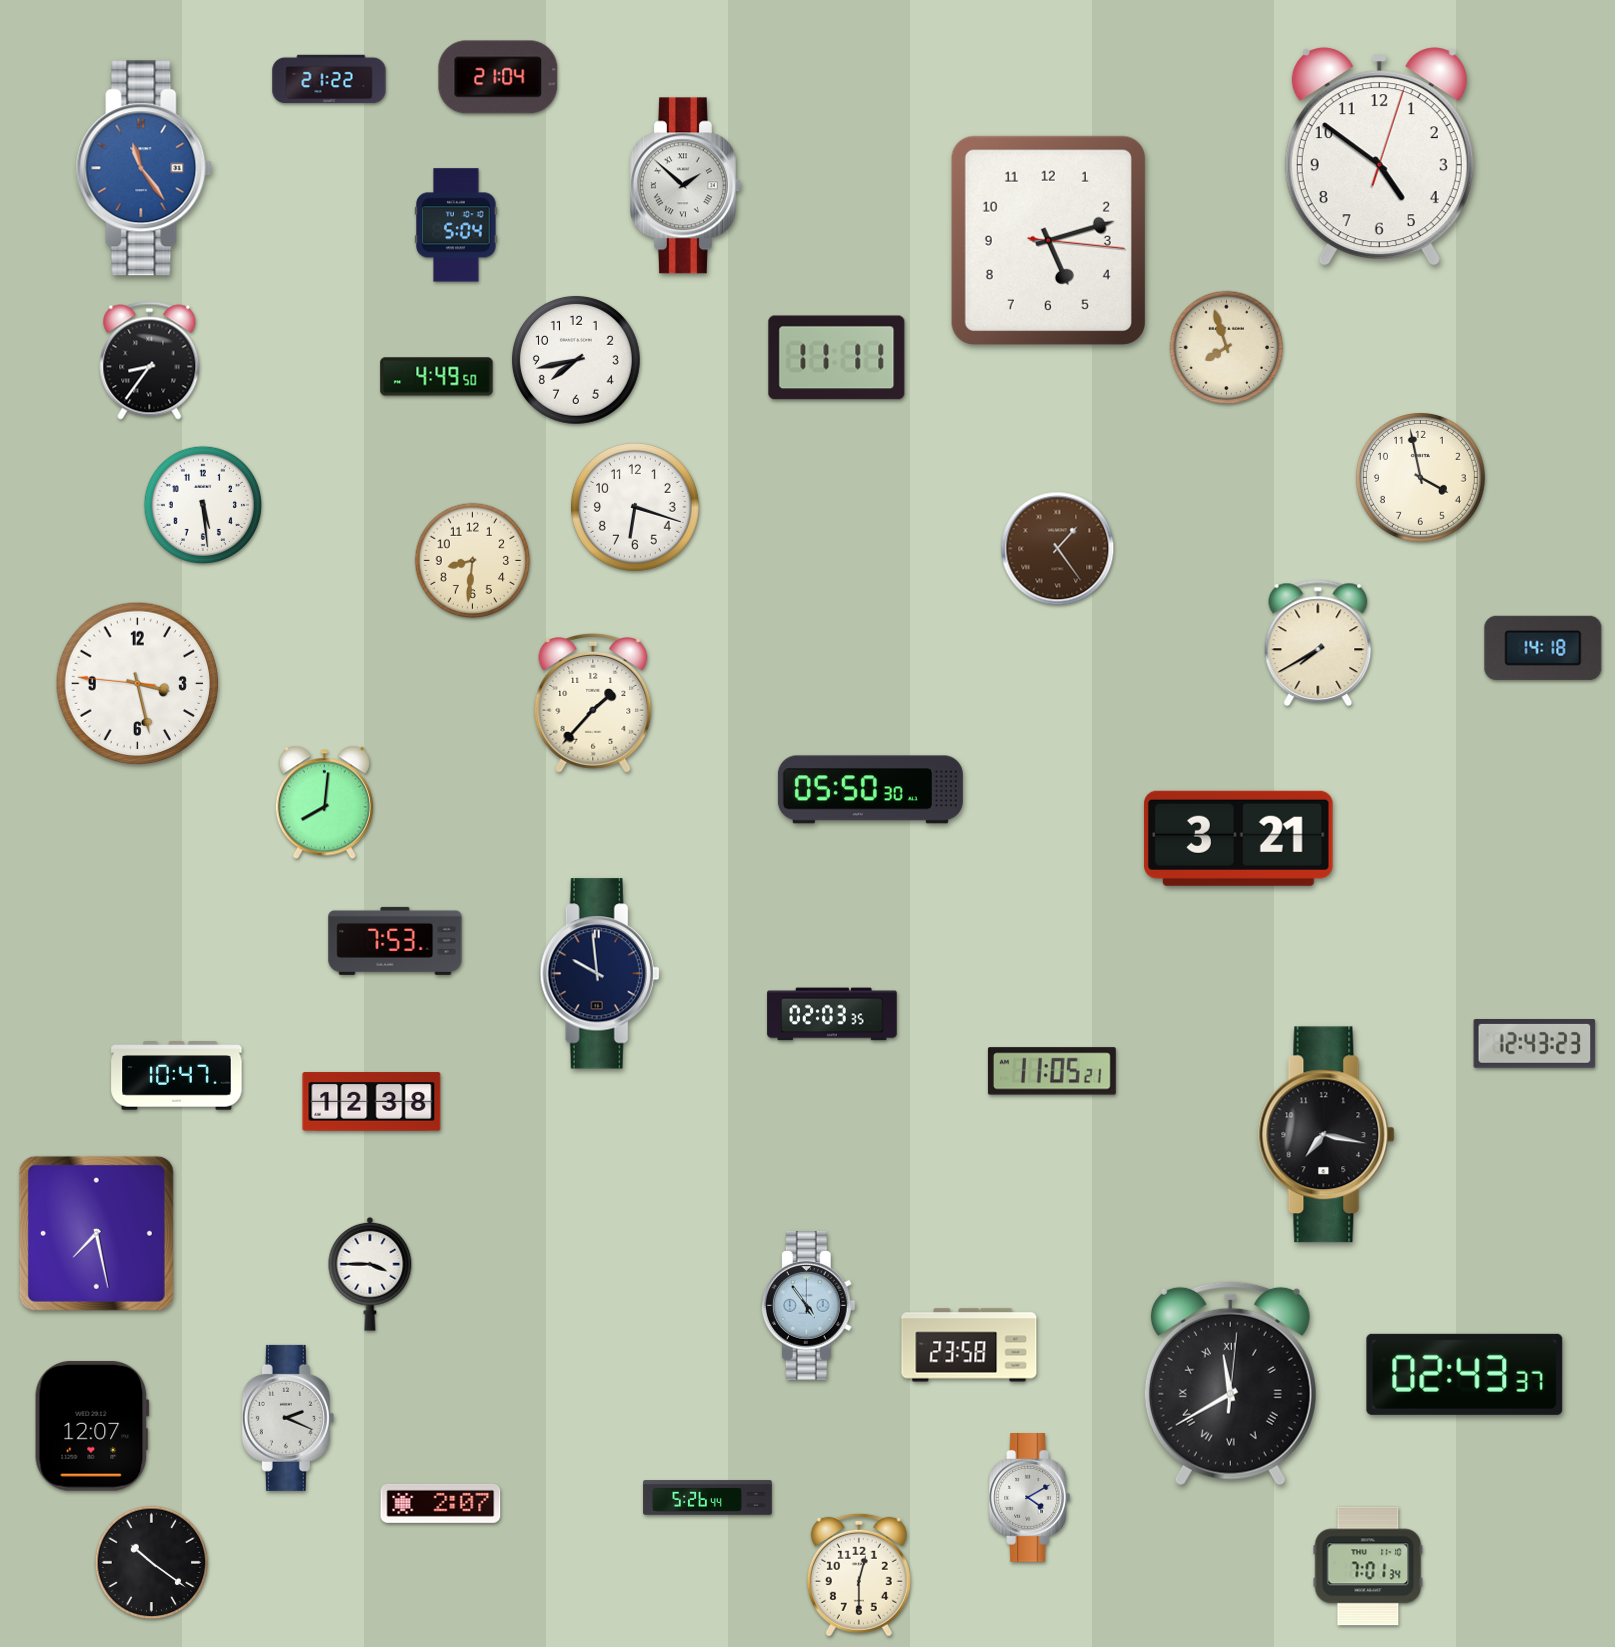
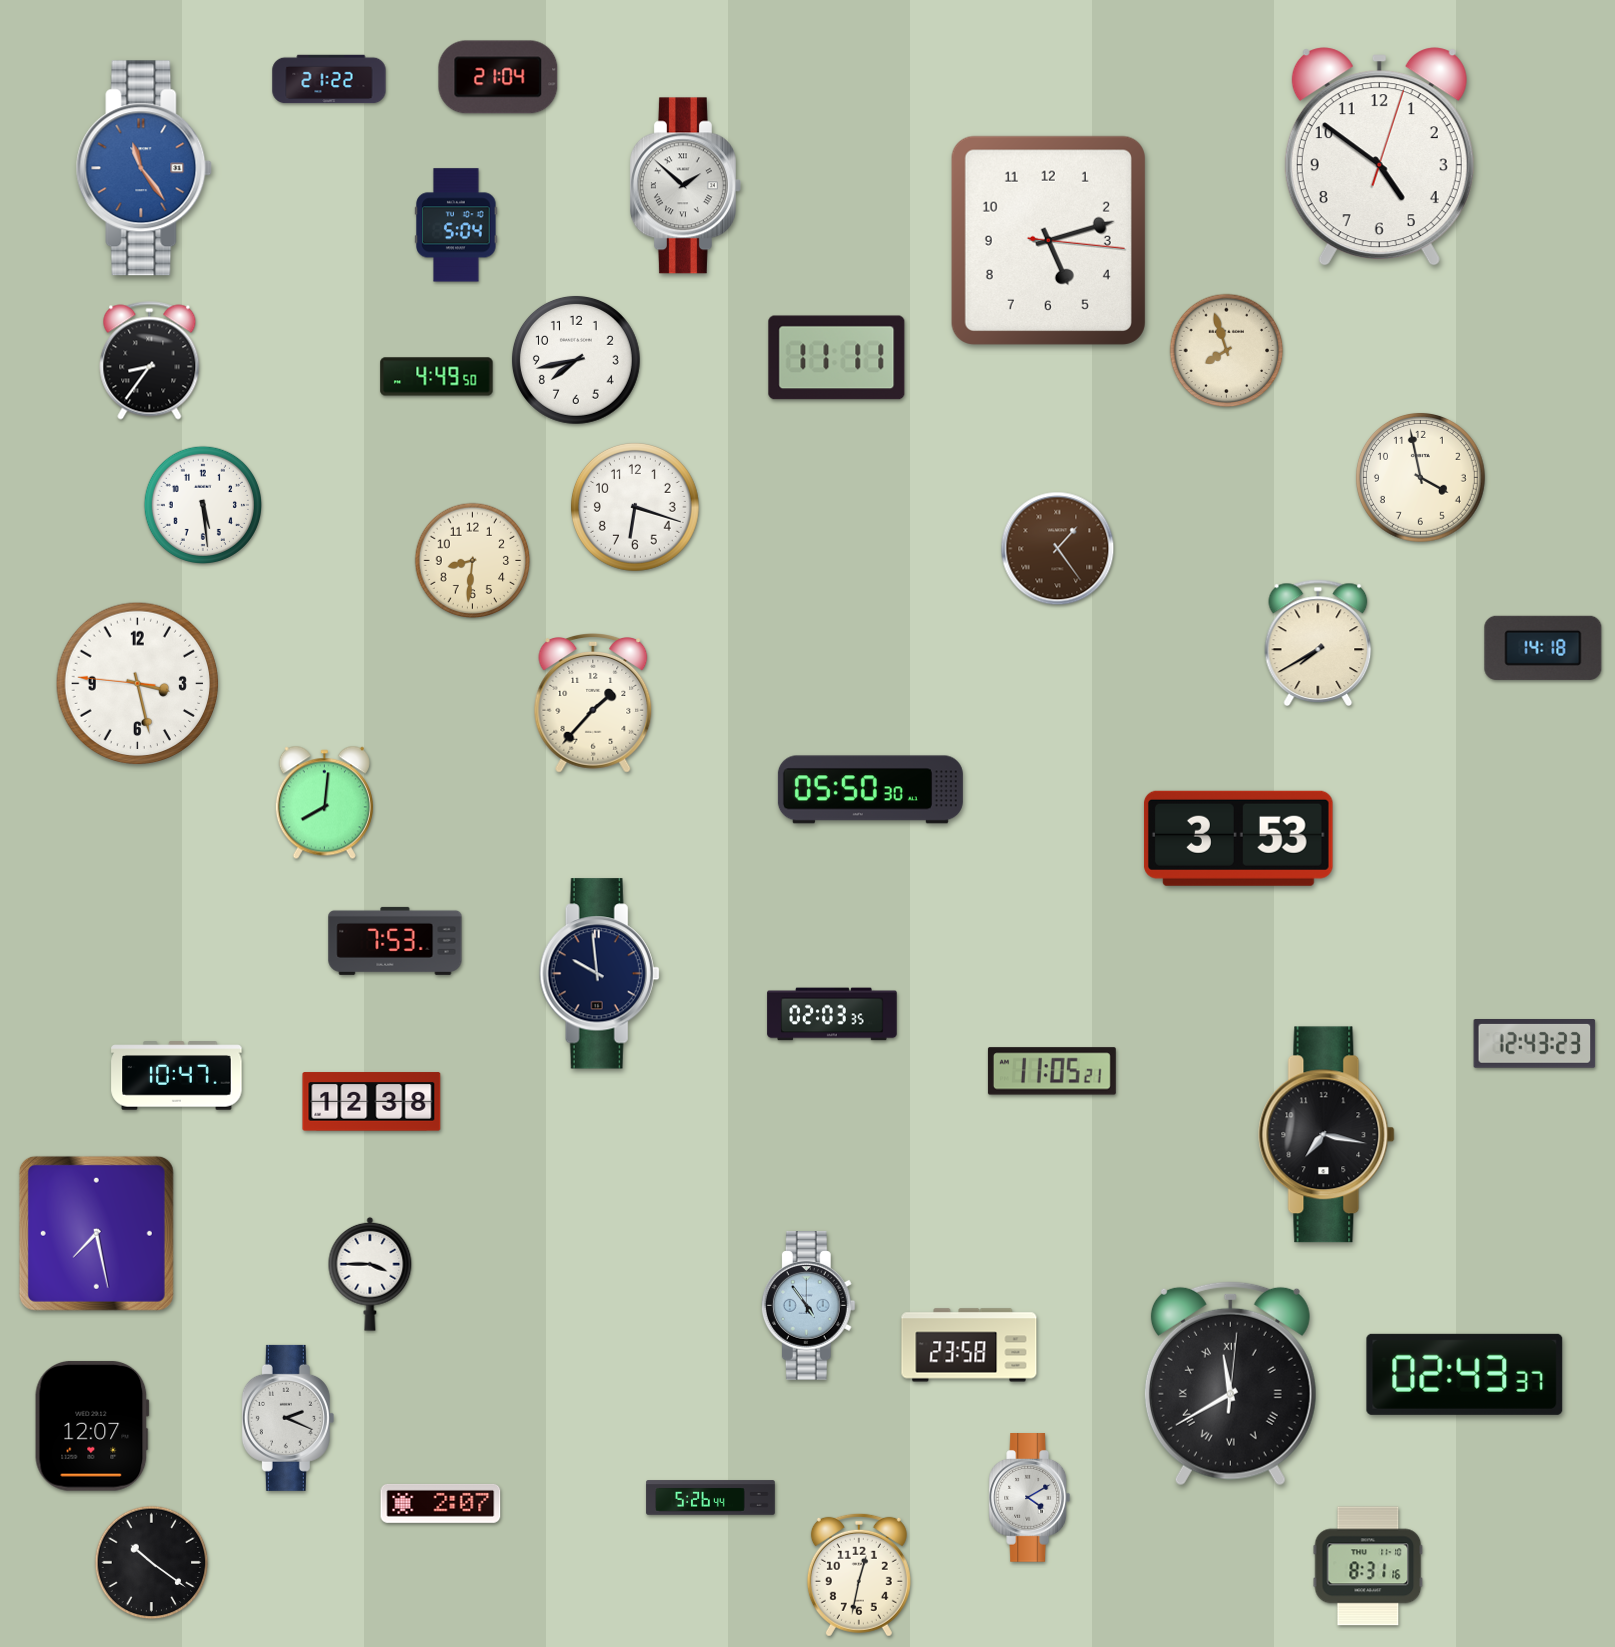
clock at (1227, 348) position: (1227, 348) -> (1227, 351)
clock at (1238, 838): 3:21 -> 3:53
clock at (708, 1498) position: (708, 1498) -> (711, 1498)
clock at (1368, 1566): 7:01 -> 8:31
clock at (859, 1575): 12:30 -> 12:32
